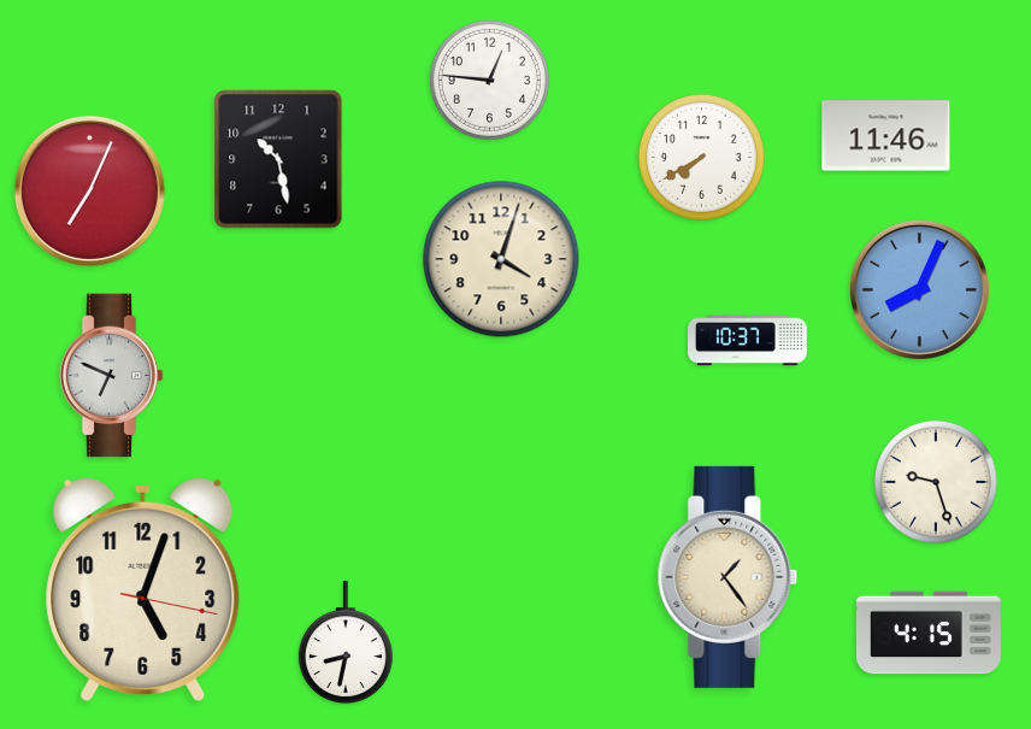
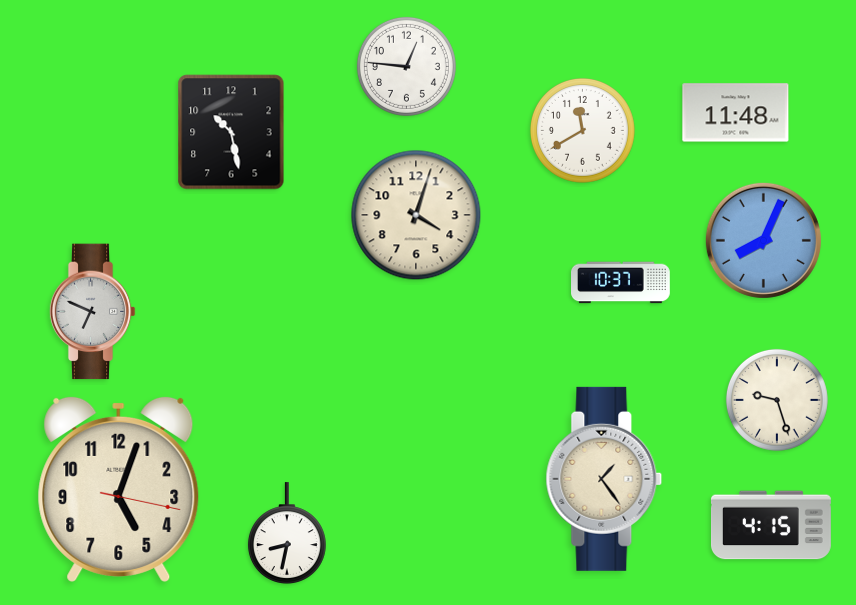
clock at (886, 136): 11:46 -> 11:48
clock at (702, 158): 7:40 -> 11:40
clock at (89, 190): 7:04 -> none
